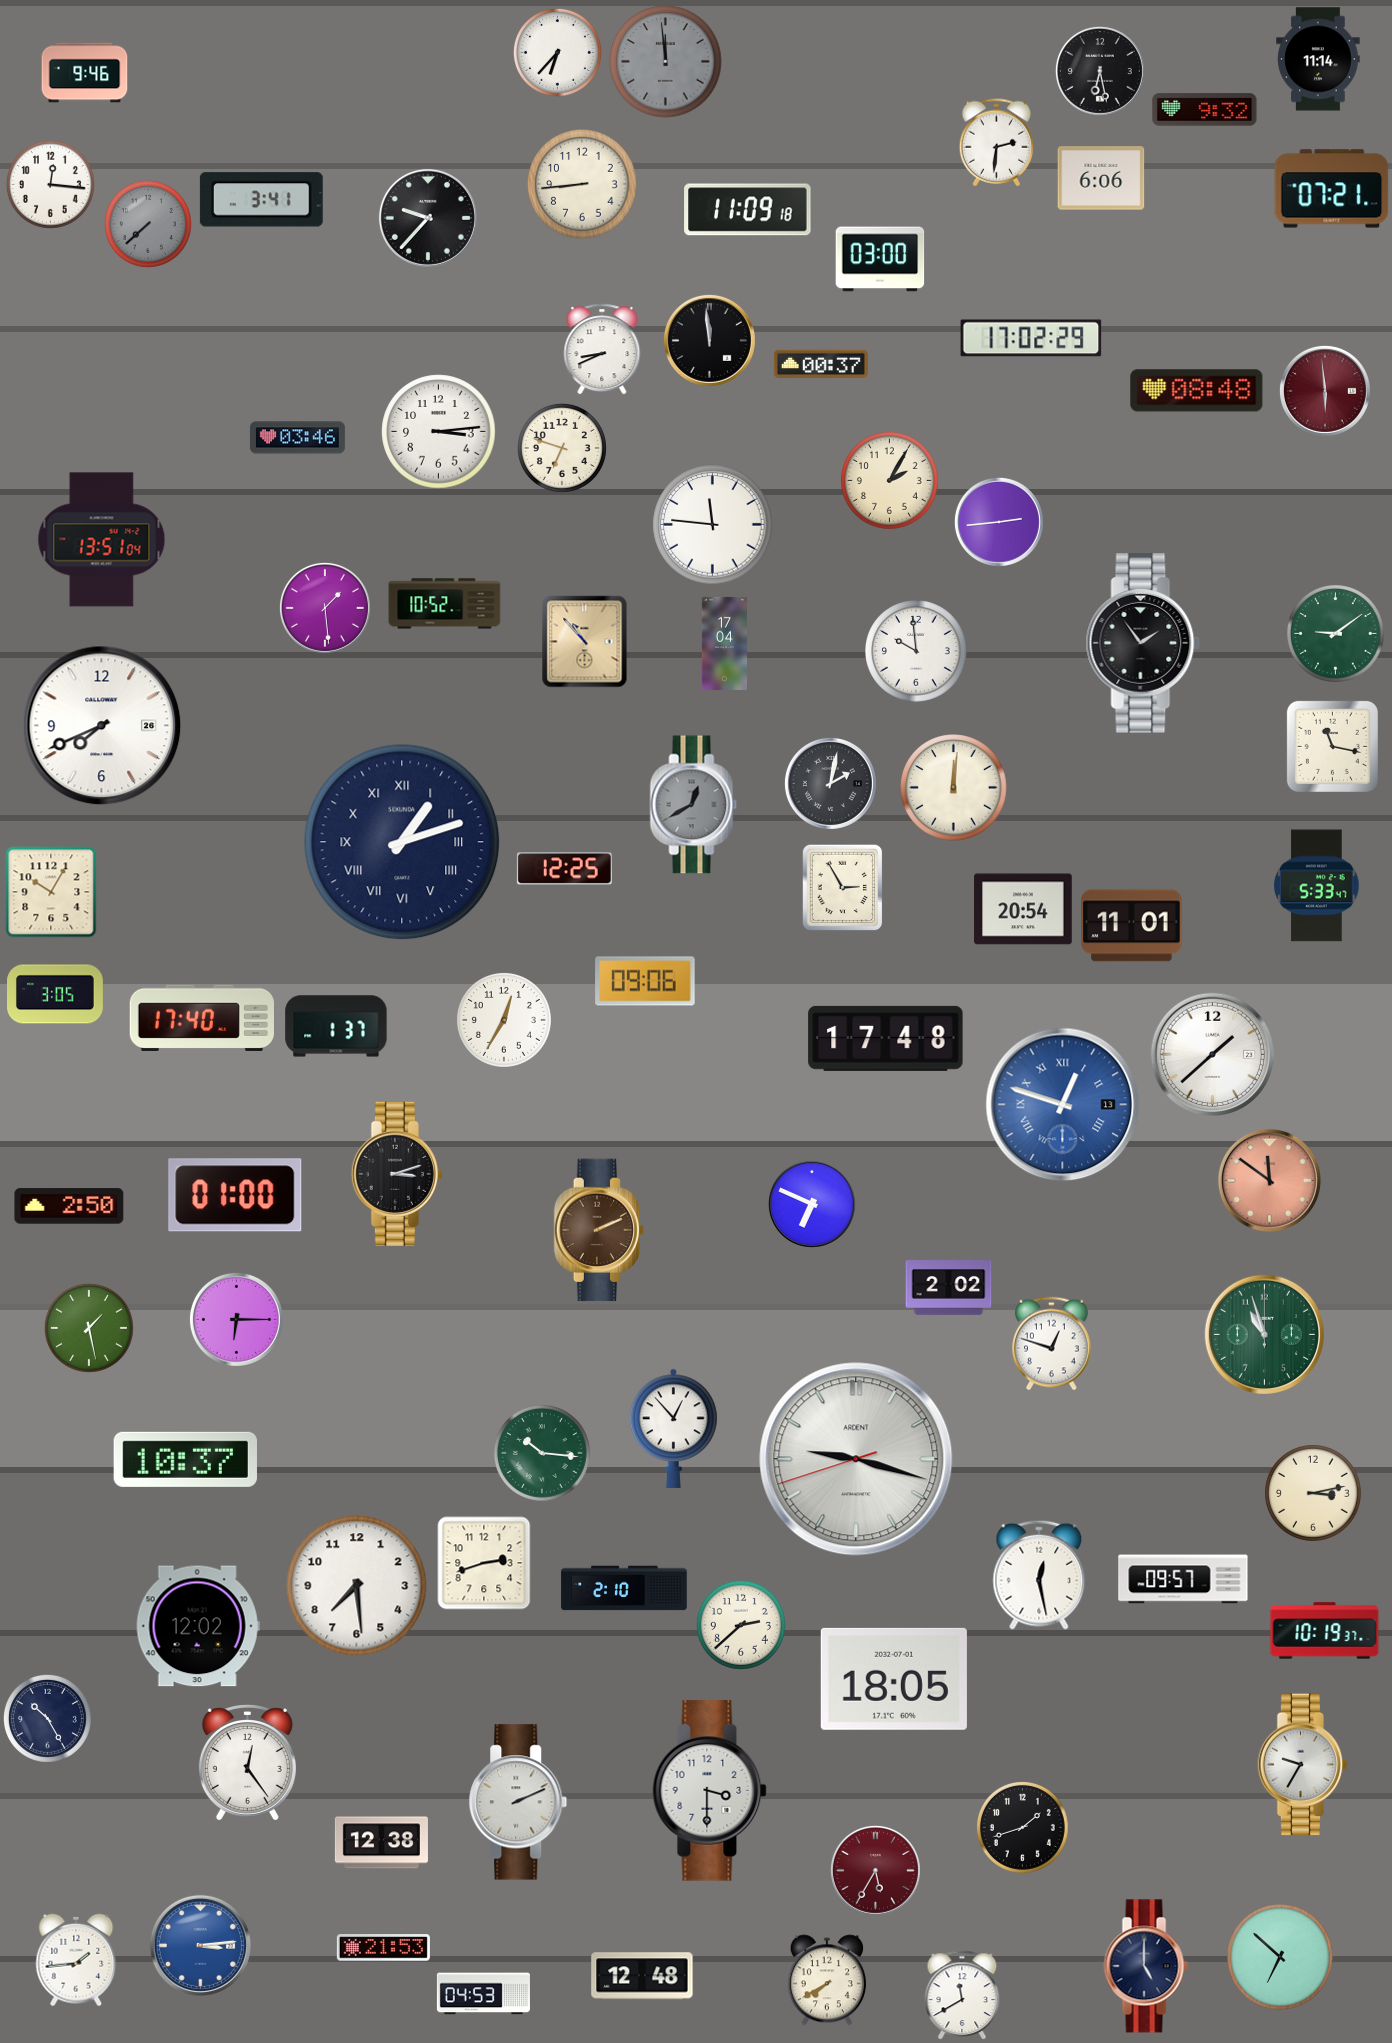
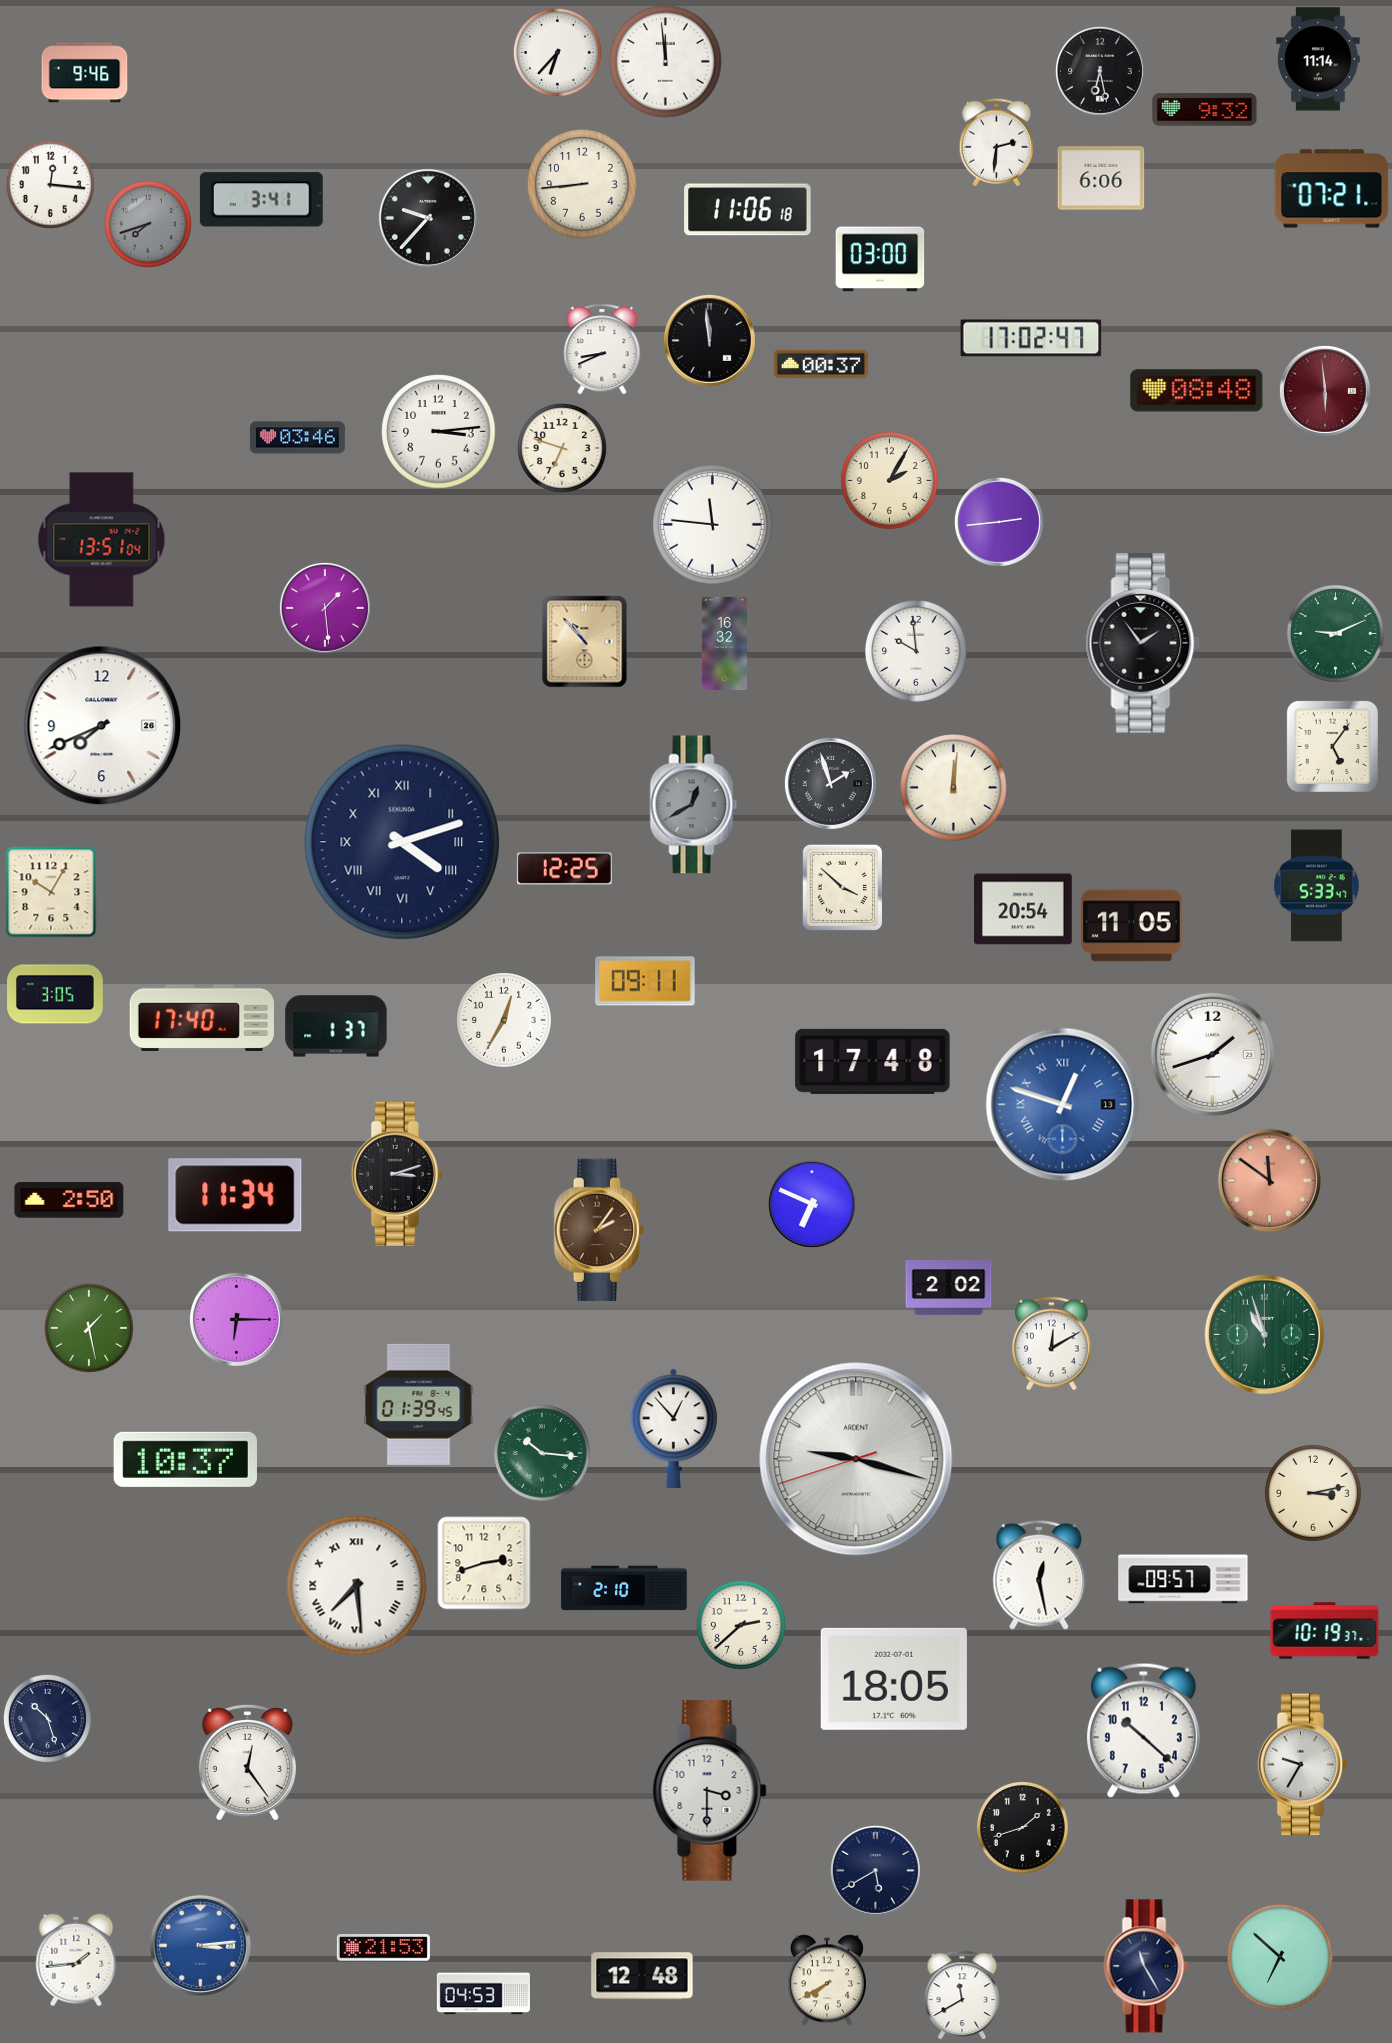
clock at (666, 62) dial: grey -> white
clock at (748, 210): 11:09 -> 11:06
clock at (148, 224): 7:38 -> 7:42
clock at (1031, 338): 17:02:29 -> 17:02:47
clock at (445, 604): 10:52 -> none
clock at (1336, 634): 9:09 -> 9:11
clock at (725, 643): 17:04 -> 16:32
clock at (1332, 746): 11:17 -> 5:06
clock at (830, 783): 2:02 -> 1:57
clock at (402, 842): 1:12 -> 4:12
clock at (843, 888): 2:55 -> 3:52
clock at (1132, 926): 11:01 -> 11:05
clock at (645, 981): 09:06 -> 09:11
clock at (886, 1038) position: (886, 1038) -> (873, 1061)
clock at (1212, 1054): 1:38 -> 1:42
clock at (235, 1195): 01:00 -> 11:34
clock at (69, 1206) position: (69, 1206) -> (69, 1200)
clock at (599, 1230): 2:11 -> 2:06
clock at (1052, 1344): 12:48 -> 12:10
clock at (419, 1404): none -> 01:39
clock at (357, 1586) numerals: Arabic -> Roman
clock at (198, 1626): 12:02 -> none
clock at (47, 1718): 10:25 -> 10:27
clock at (1143, 1730): none -> 10:22
clock at (518, 1802): 2:11 -> none
clock at (381, 1843): 12:38 -> none
clock at (875, 1870): 5:35 -> 5:40
clock at (875, 1870) dial: burgundy -> navy
clock at (1146, 1966): 5:00 -> 11:25
